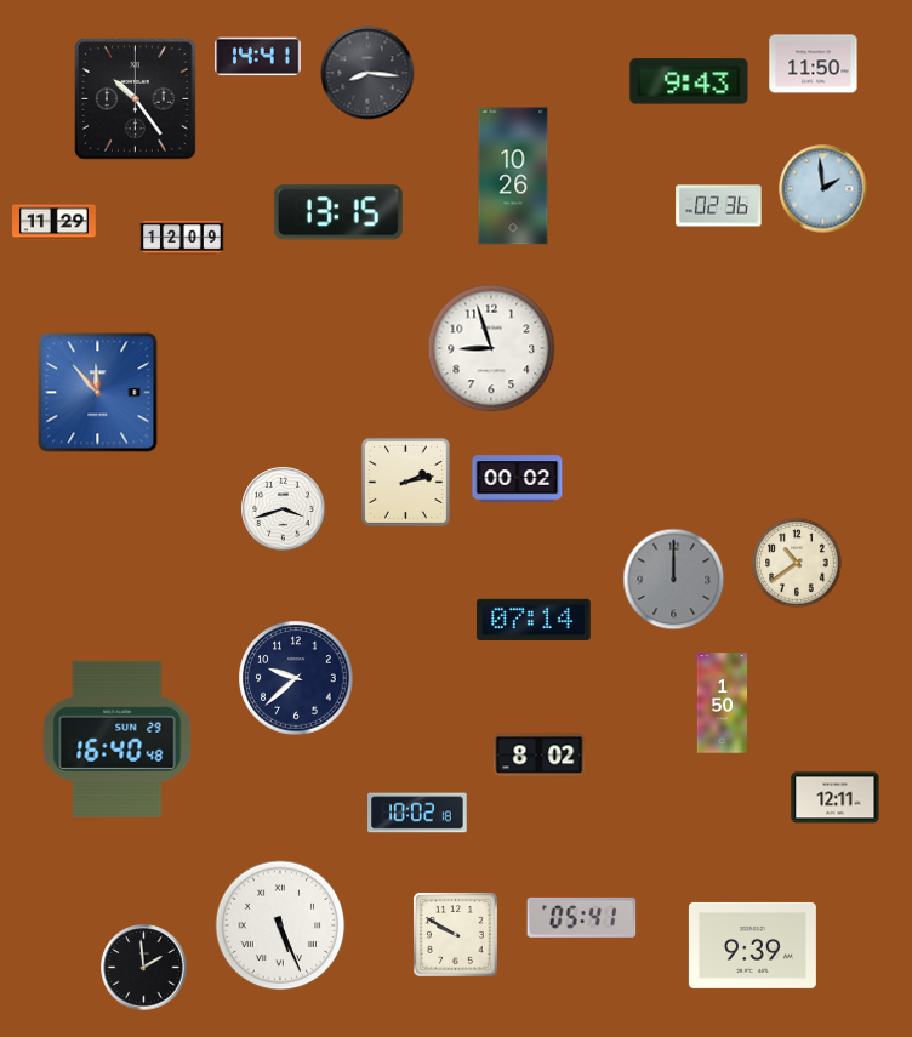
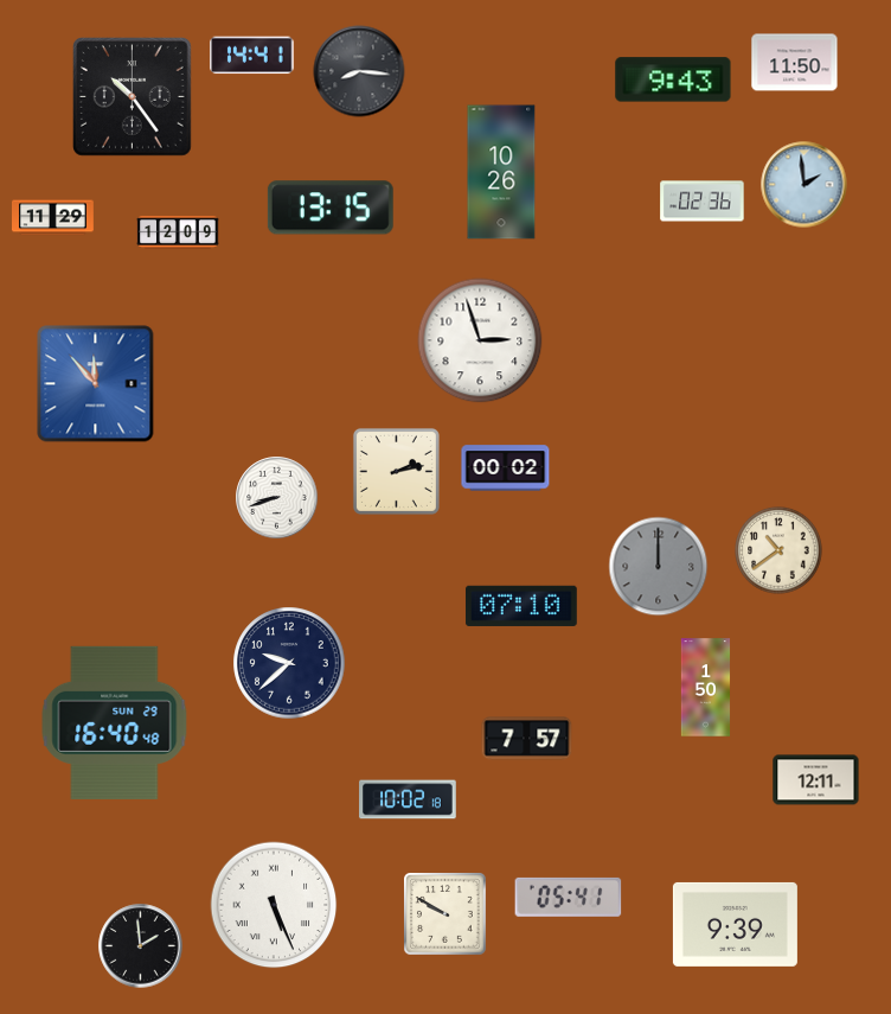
clock at (491, 348): 8:57 -> 2:57
clock at (284, 509): 3:42 -> 8:42
clock at (534, 620): 07:14 -> 07:10
clock at (540, 756): 8:02 -> 7:57
clock at (417, 813) position: (417, 813) -> (408, 799)
